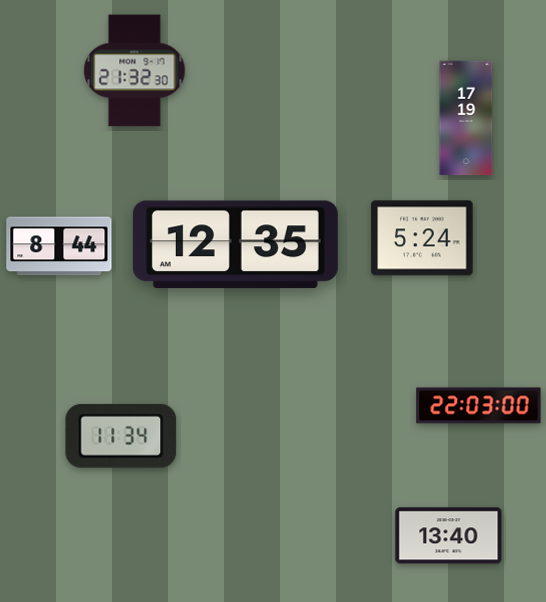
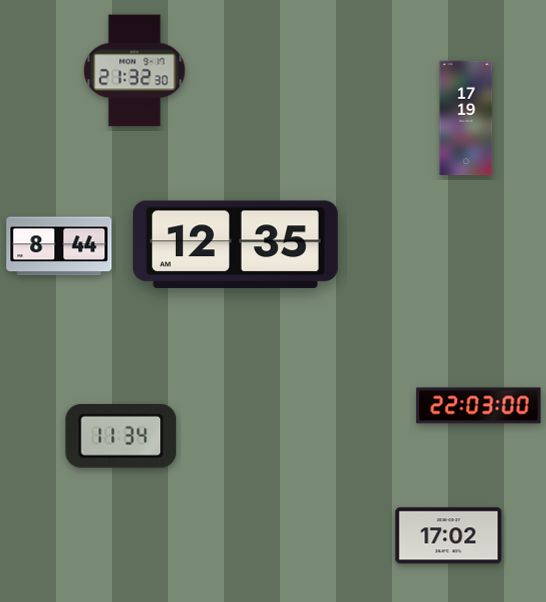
clock at (422, 238): 5:24 -> none
clock at (449, 536): 13:40 -> 17:02
